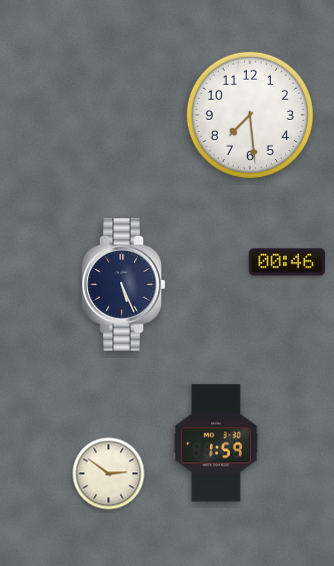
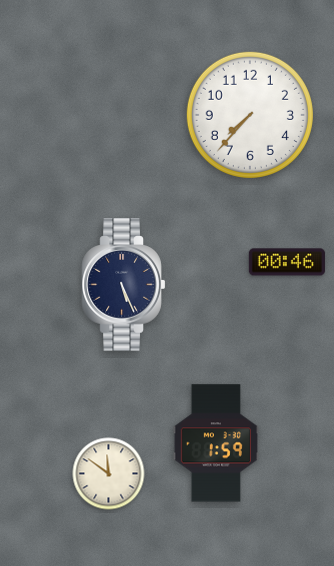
clock at (250, 115): 7:29 -> 7:37
clock at (109, 474): 2:51 -> 11:51
